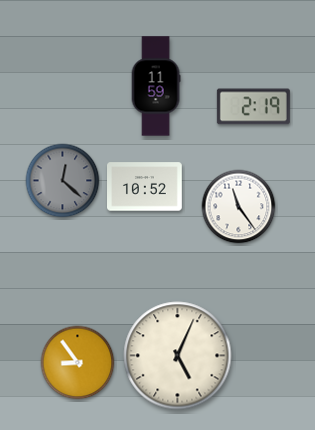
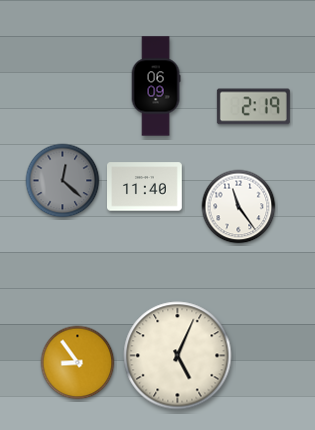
clock at (156, 86): 11:59 -> 06:09
clock at (145, 187): 10:52 -> 11:40
